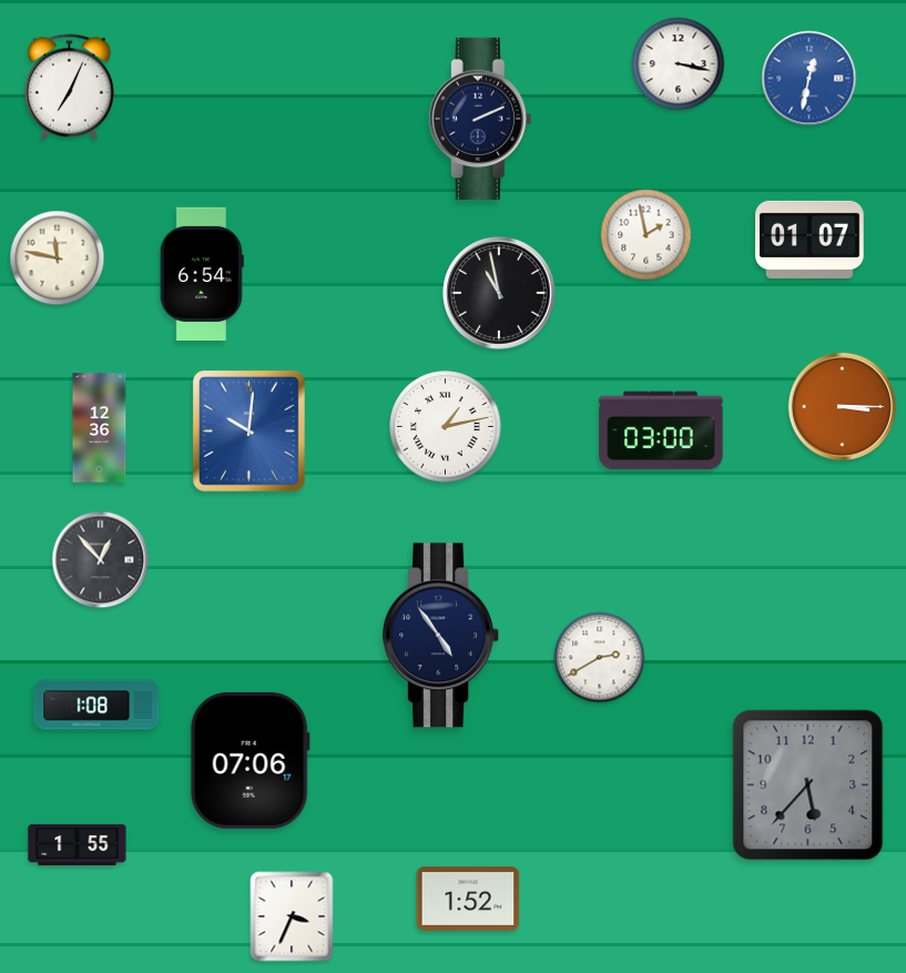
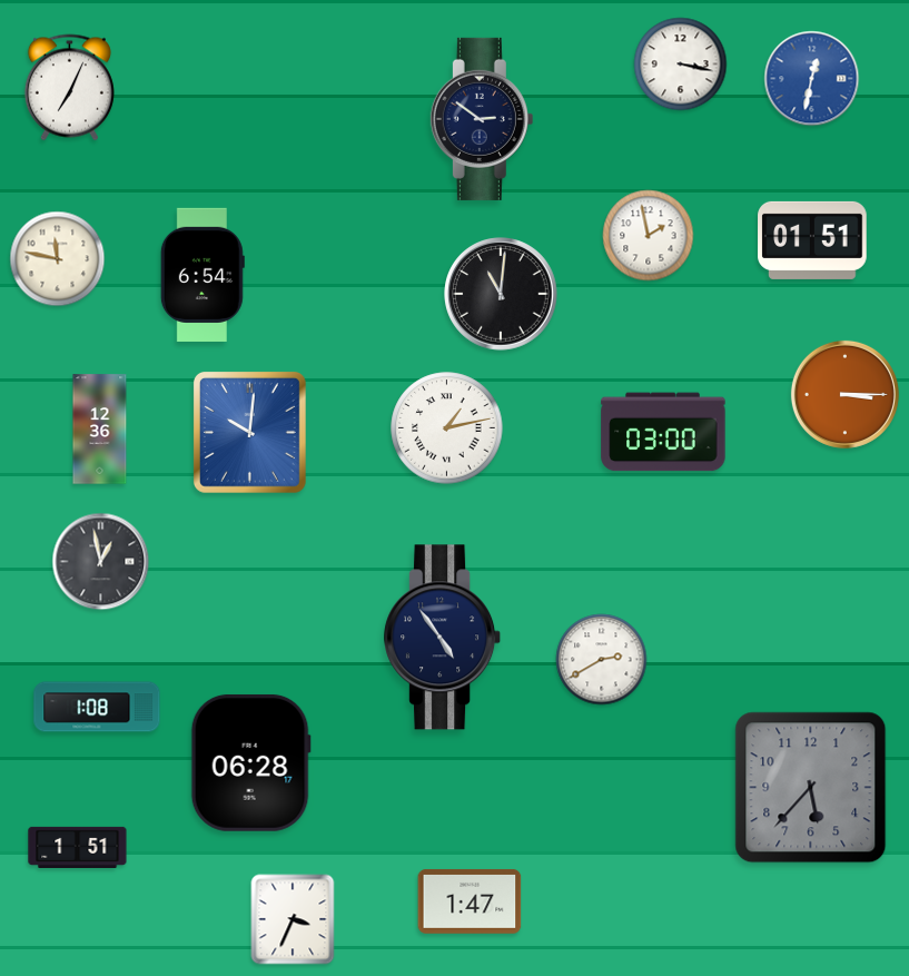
clock at (480, 119): 2:11 -> 2:51
clock at (810, 240): 01:07 -> 01:51
clock at (499, 293): 10:58 -> 11:01
clock at (842, 406) position: (842, 406) -> (844, 394)
clock at (101, 560): 12:53 -> 12:58
clock at (250, 760): 07:06 -> 06:28
clock at (78, 844): 1:55 -> 1:51
clock at (468, 899): 1:52 -> 1:47
